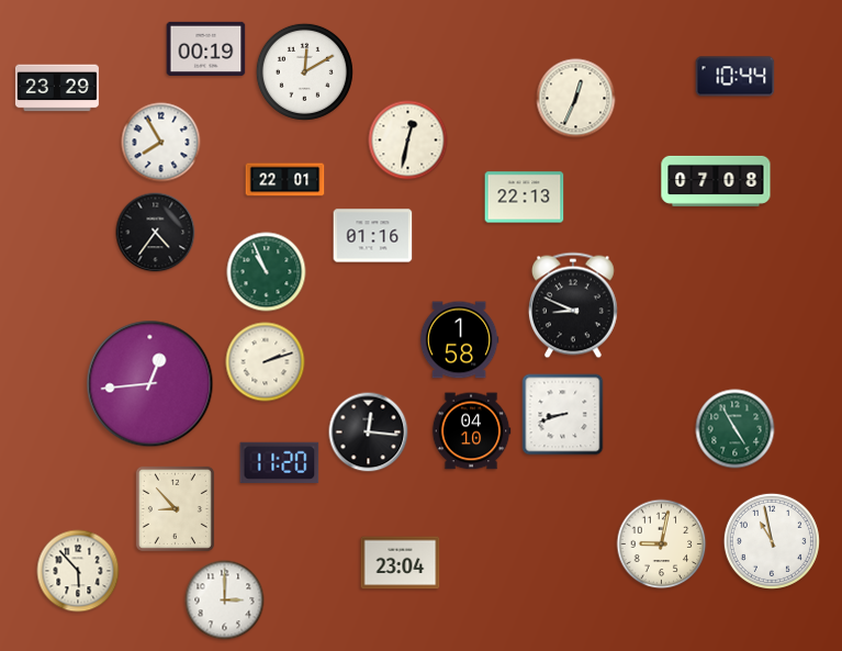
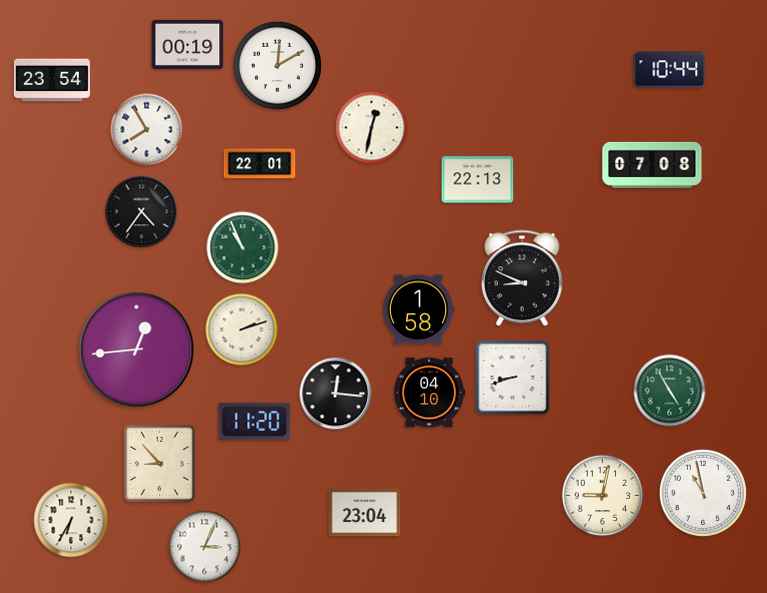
clock at (57, 88): 23:29 -> 23:54
clock at (576, 99): 12:34 -> none
clock at (373, 236): 01:16 -> none
clock at (78, 571): 5:53 -> 6:35
clock at (225, 601): 3:00 -> 3:04
